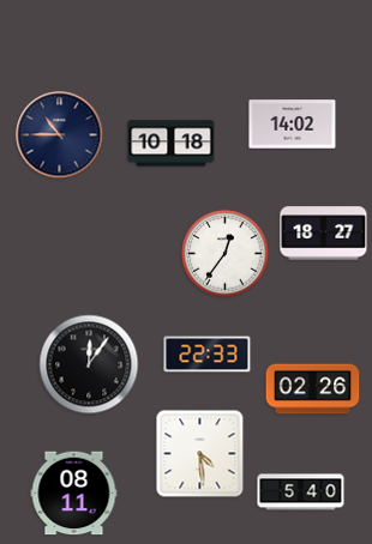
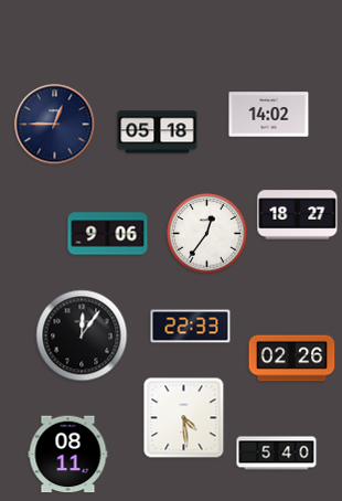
clock at (60, 135): 10:45 -> 12:45
clock at (172, 144): 10:18 -> 05:18
clock at (108, 234): none -> 9:06
clock at (313, 389) position: (313, 389) -> (292, 359)
